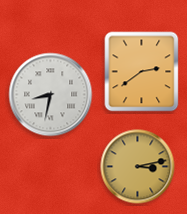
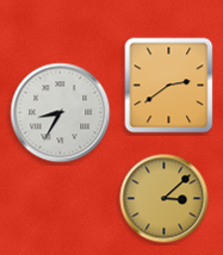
clock at (51, 95): 8:32 -> 8:35
clock at (138, 167): 3:13 -> 3:08
